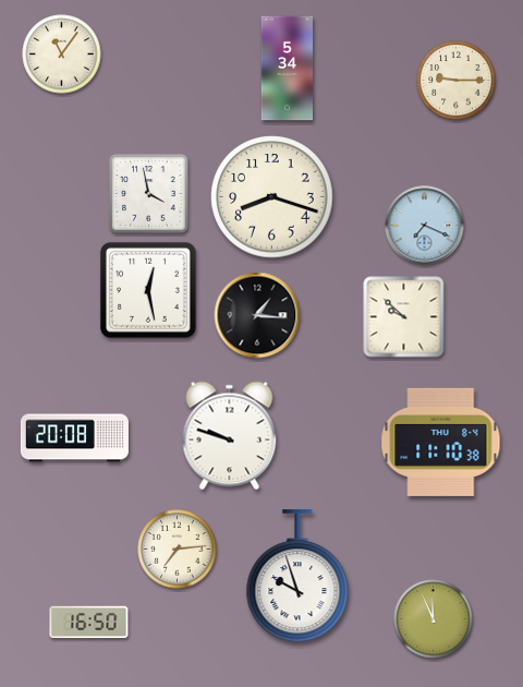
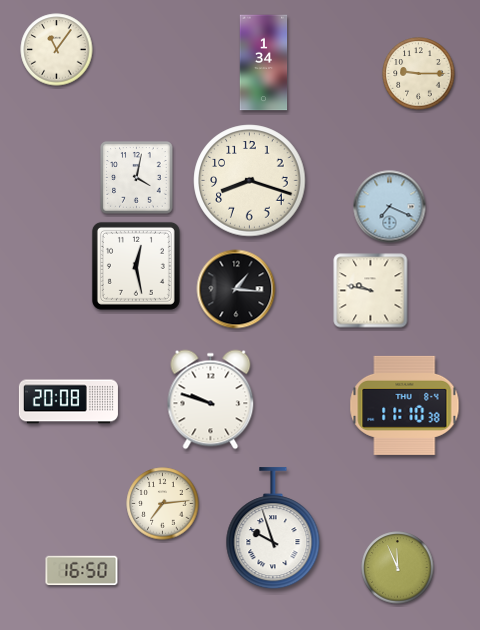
clock at (288, 69): 5:34 -> 1:34
clock at (149, 194): 3:58 -> 4:02
clock at (404, 317): 9:52 -> 9:47
